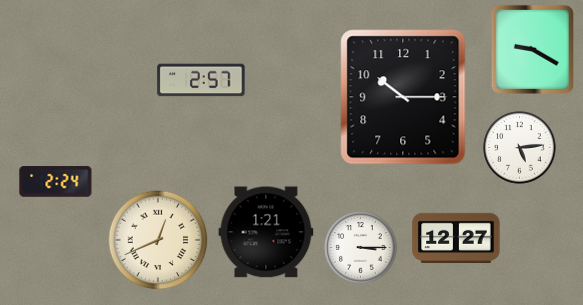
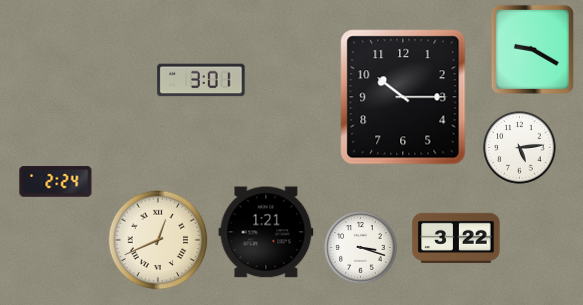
clock at (201, 80): 2:57 -> 3:01
clock at (456, 237): 12:27 -> 3:22
clock at (361, 248): 3:15 -> 3:18
